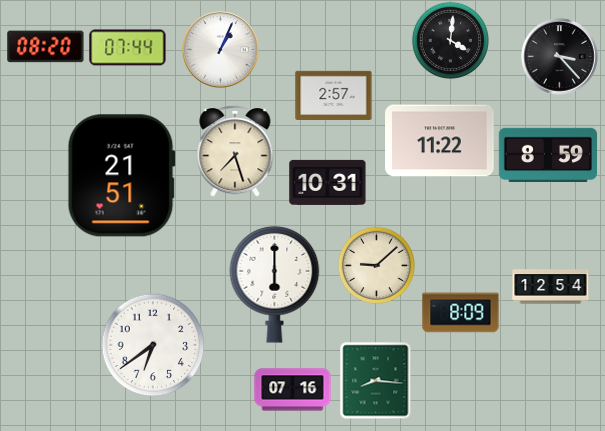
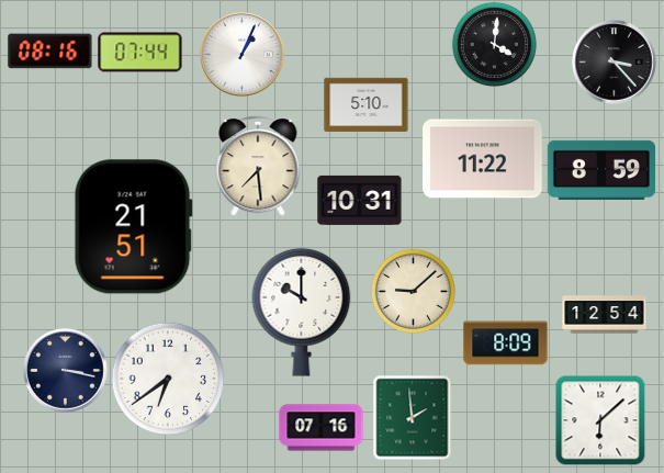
clock at (46, 47): 08:20 -> 08:16
clock at (334, 95): 2:57 -> 5:10
clock at (440, 141) position: (440, 141) -> (483, 159)
clock at (235, 152): 7:27 -> 7:29
clock at (121, 176) position: (121, 176) -> (133, 227)
clock at (275, 284): 6:00 -> 10:00
clock at (66, 371): none -> 3:17
clock at (376, 380): 8:16 -> 1:59
clock at (600, 420): none -> 6:08
